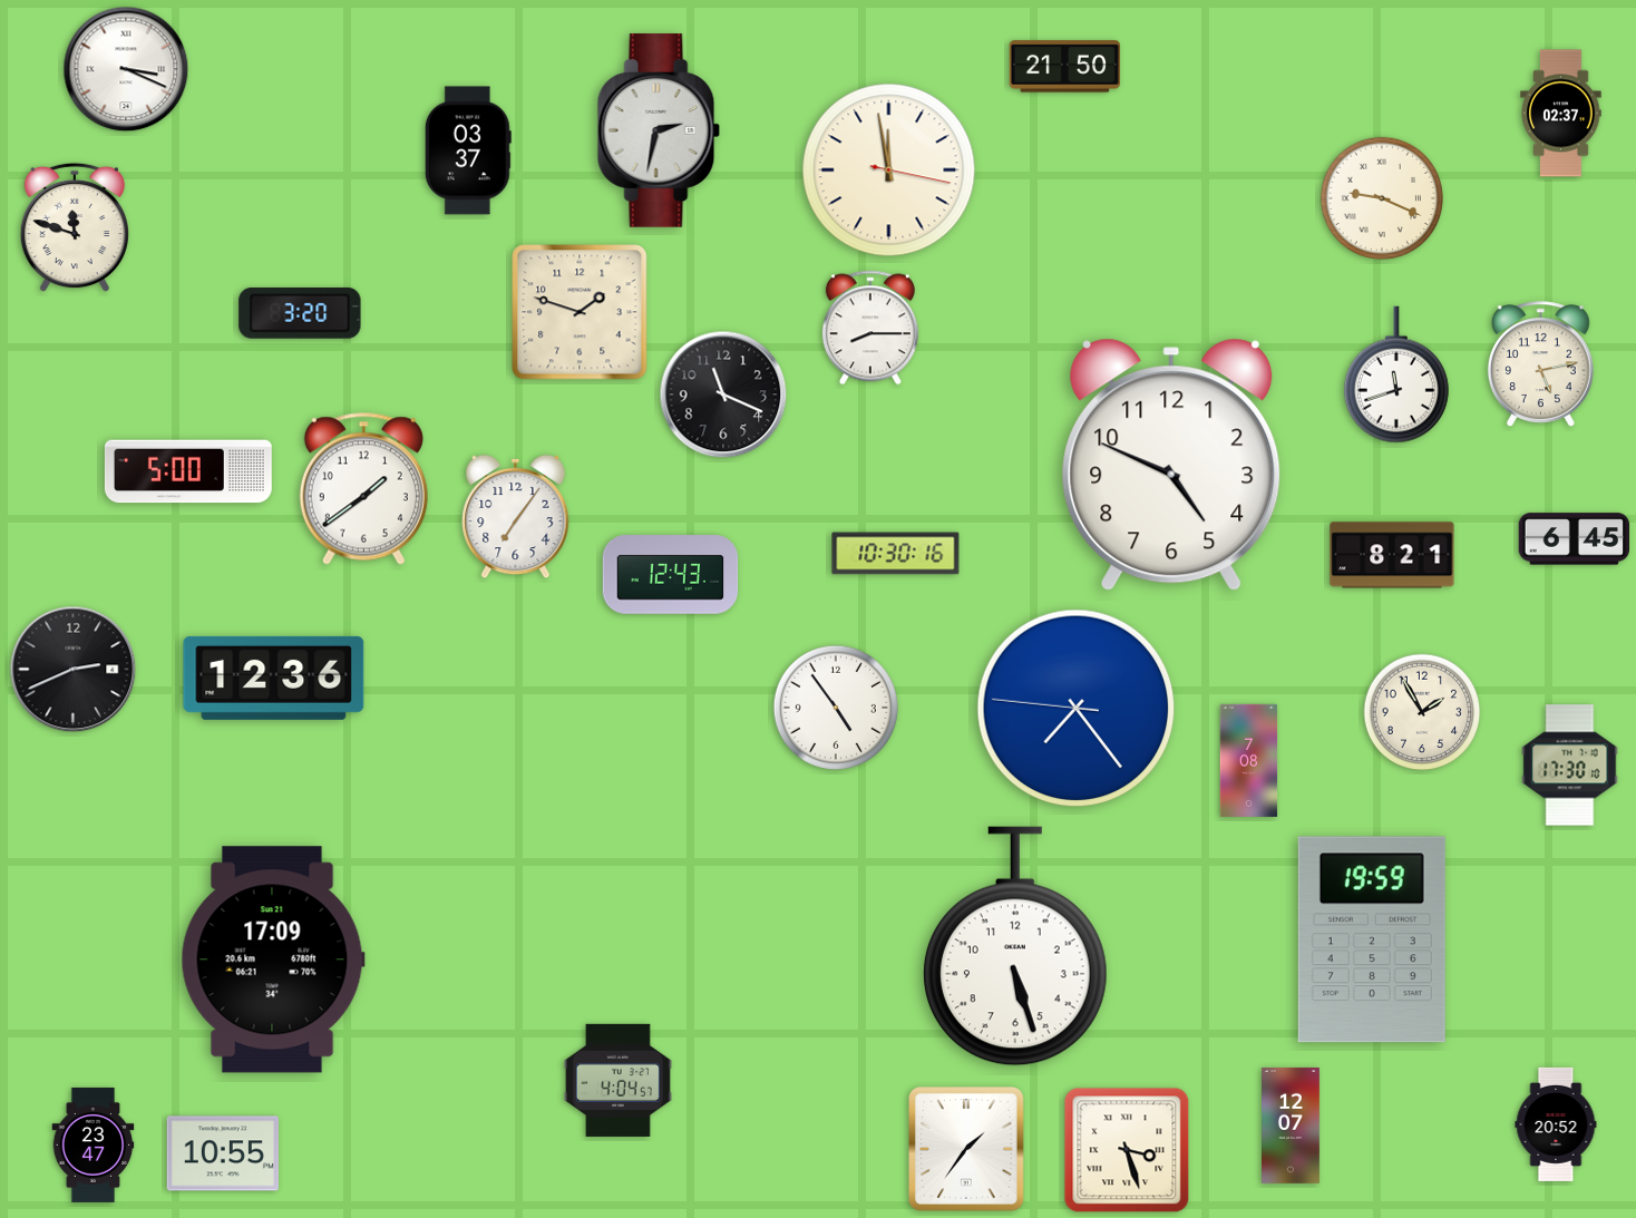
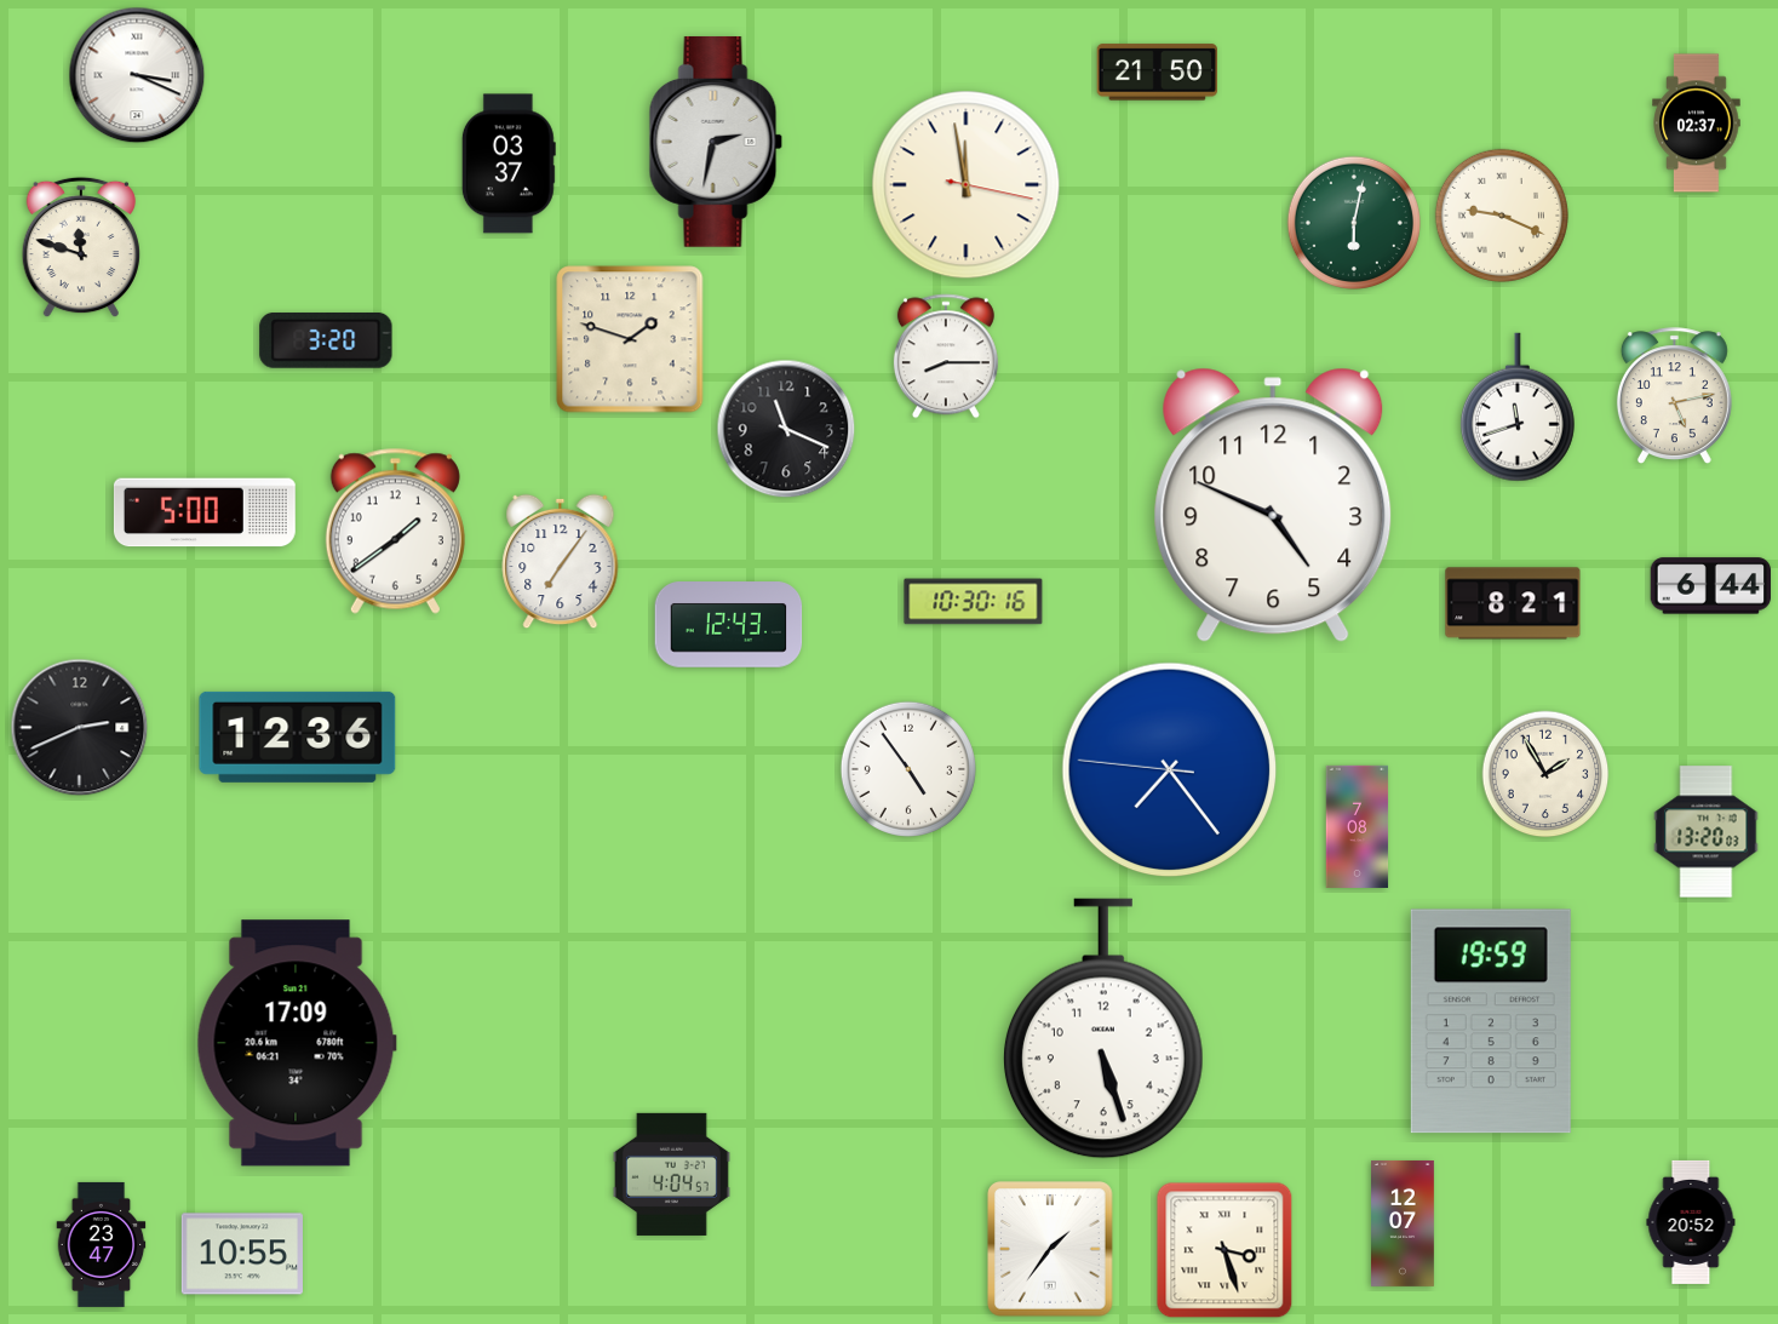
clock at (1354, 223): none -> 6:02
clock at (1574, 539): 6:45 -> 6:44
clock at (1570, 766): 17:30 -> 13:20
